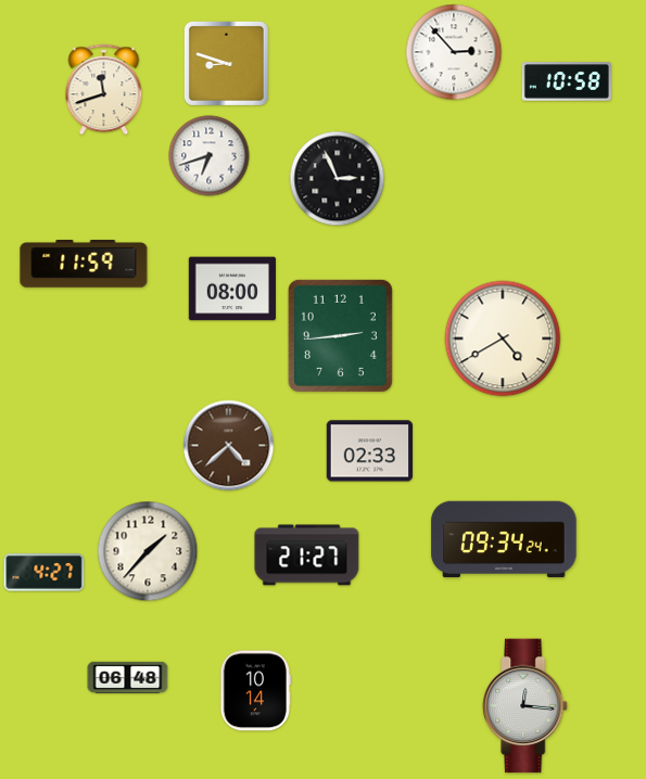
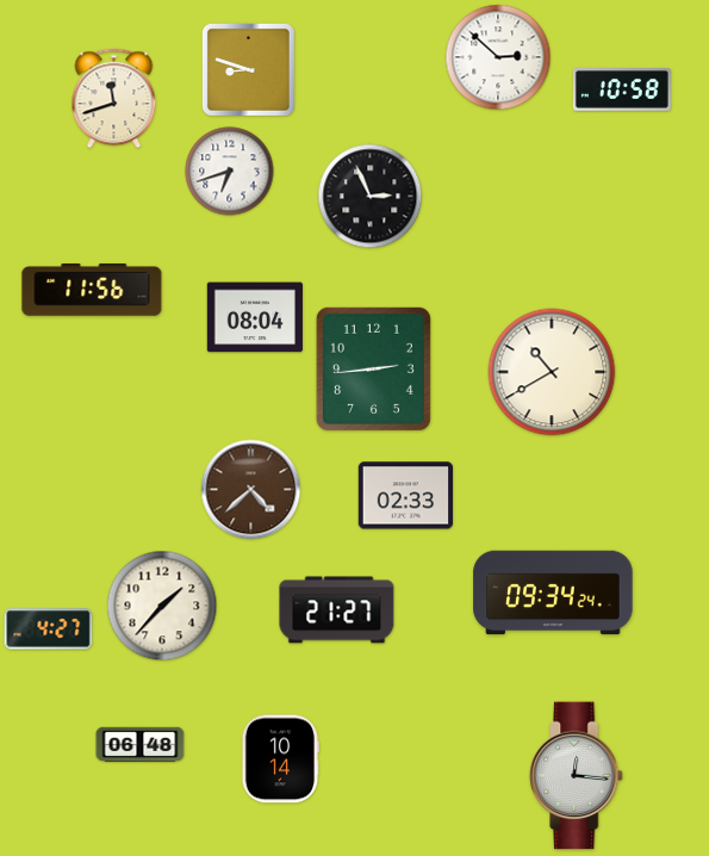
clock at (454, 52): 2:53 -> 2:52
clock at (84, 264): 11:59 -> 11:56
clock at (231, 289): 08:00 -> 08:04
clock at (503, 339): 4:40 -> 10:40
